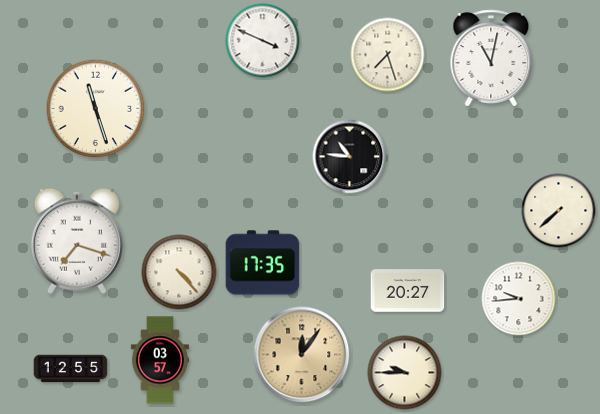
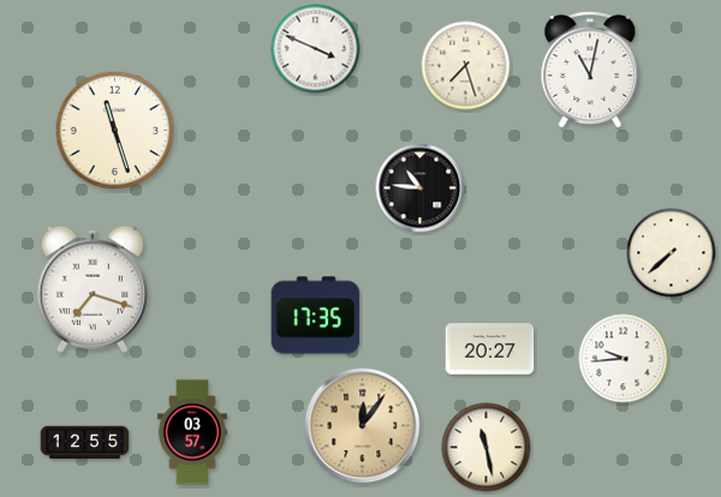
clock at (179, 272): 4:23 -> none
clock at (405, 373): 9:45 -> 11:28
